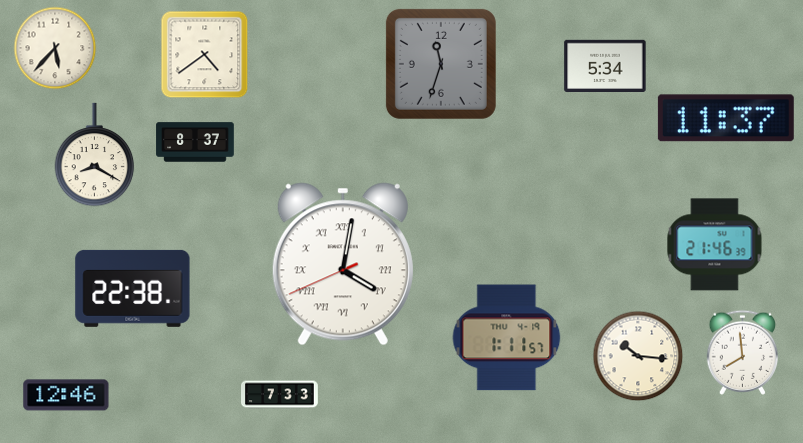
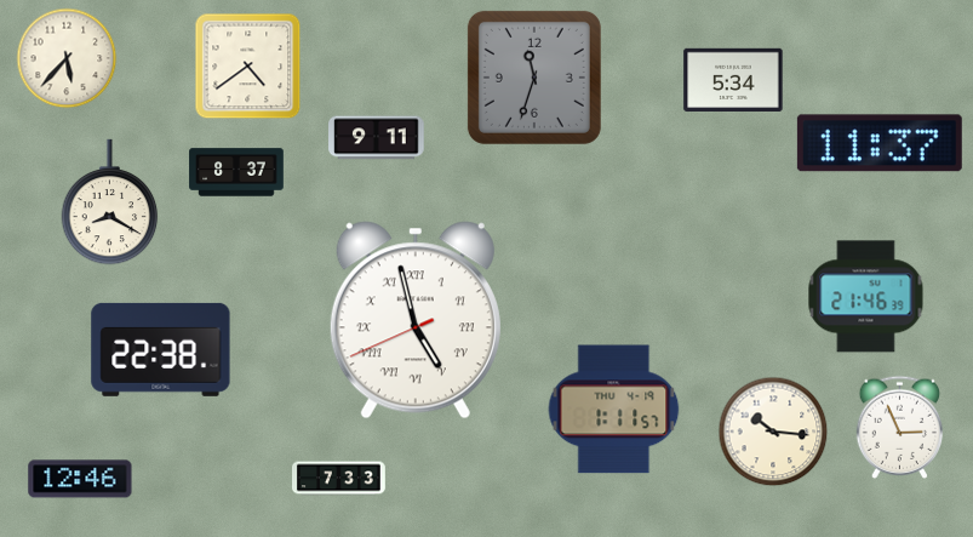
clock at (377, 138): none -> 9:11
clock at (95, 155) position: (95, 155) -> (110, 202)
clock at (343, 264): 4:01 -> 4:57
clock at (743, 352): 7:59 -> 2:56
